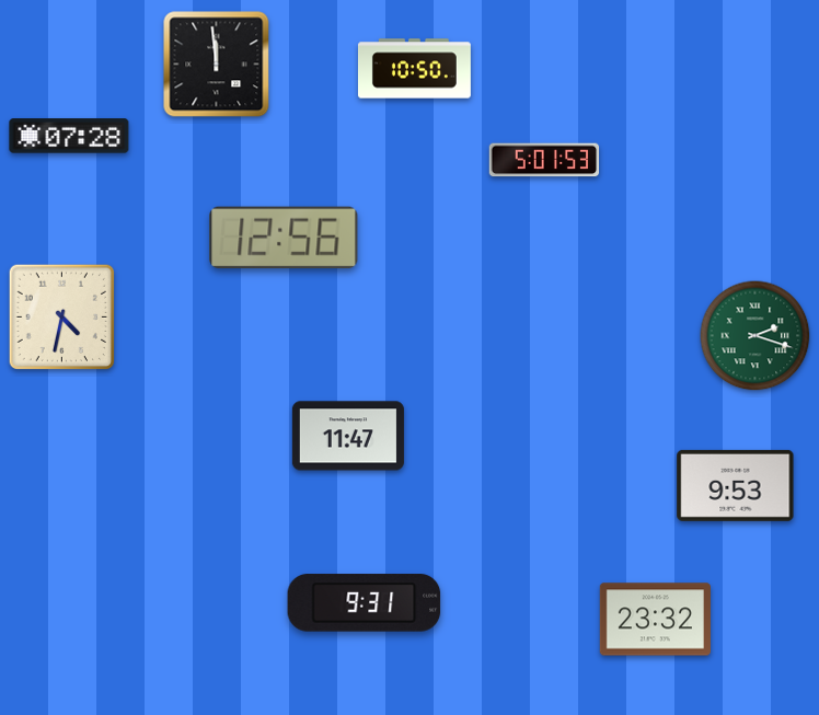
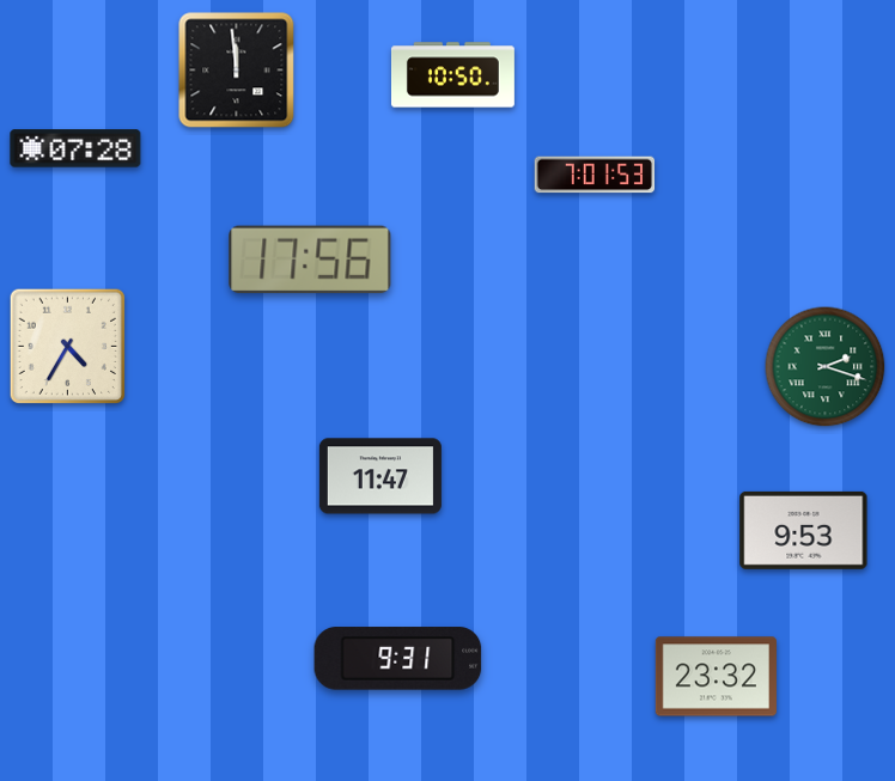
clock at (544, 160): 5:01 -> 7:01
clock at (284, 238): 12:56 -> 17:56
clock at (61, 316): 4:32 -> 4:35
